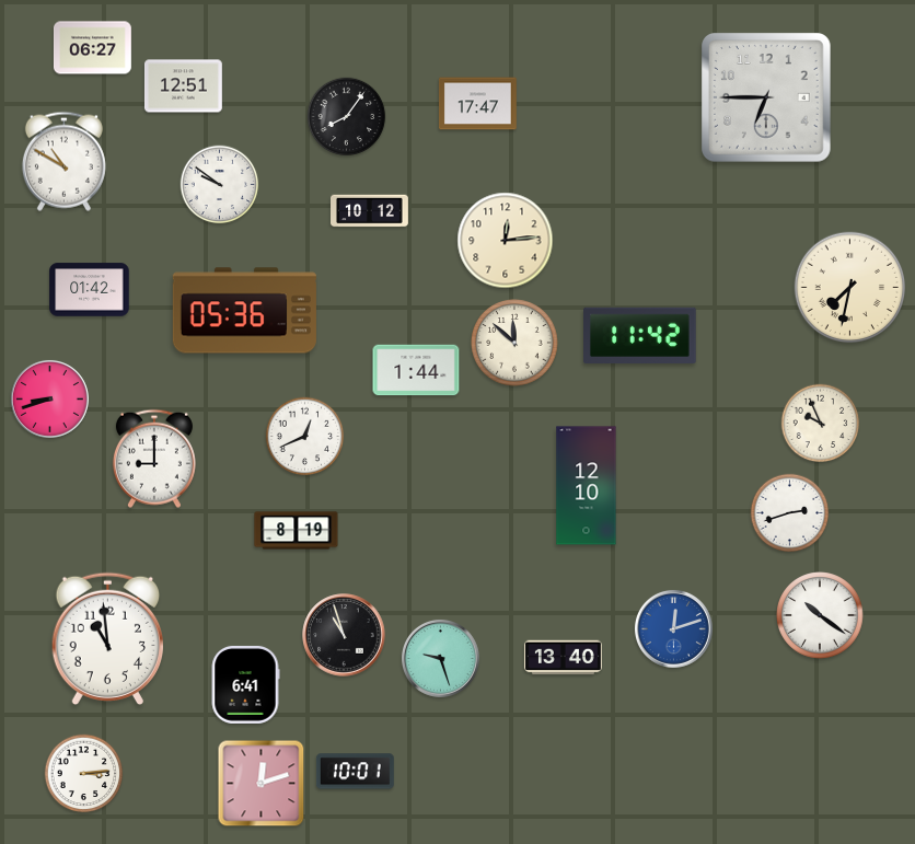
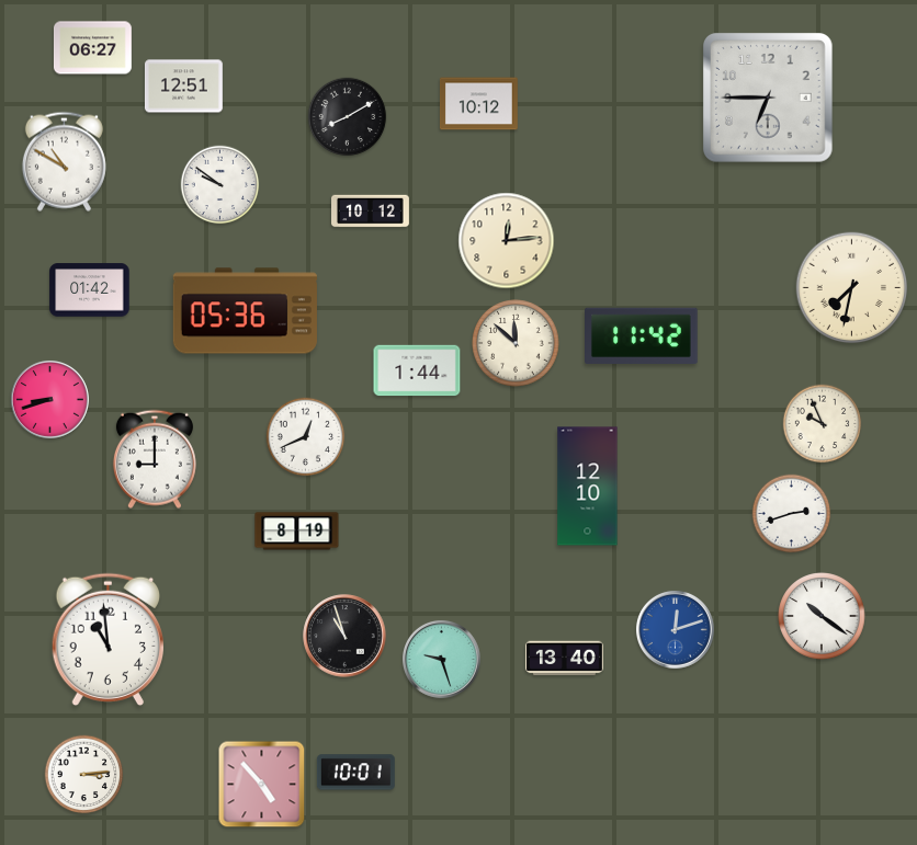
clock at (477, 104): 17:47 -> 10:12
clock at (347, 117): 8:06 -> 8:10
clock at (245, 684): 6:41 -> none
clock at (262, 784): 12:12 -> 4:53
